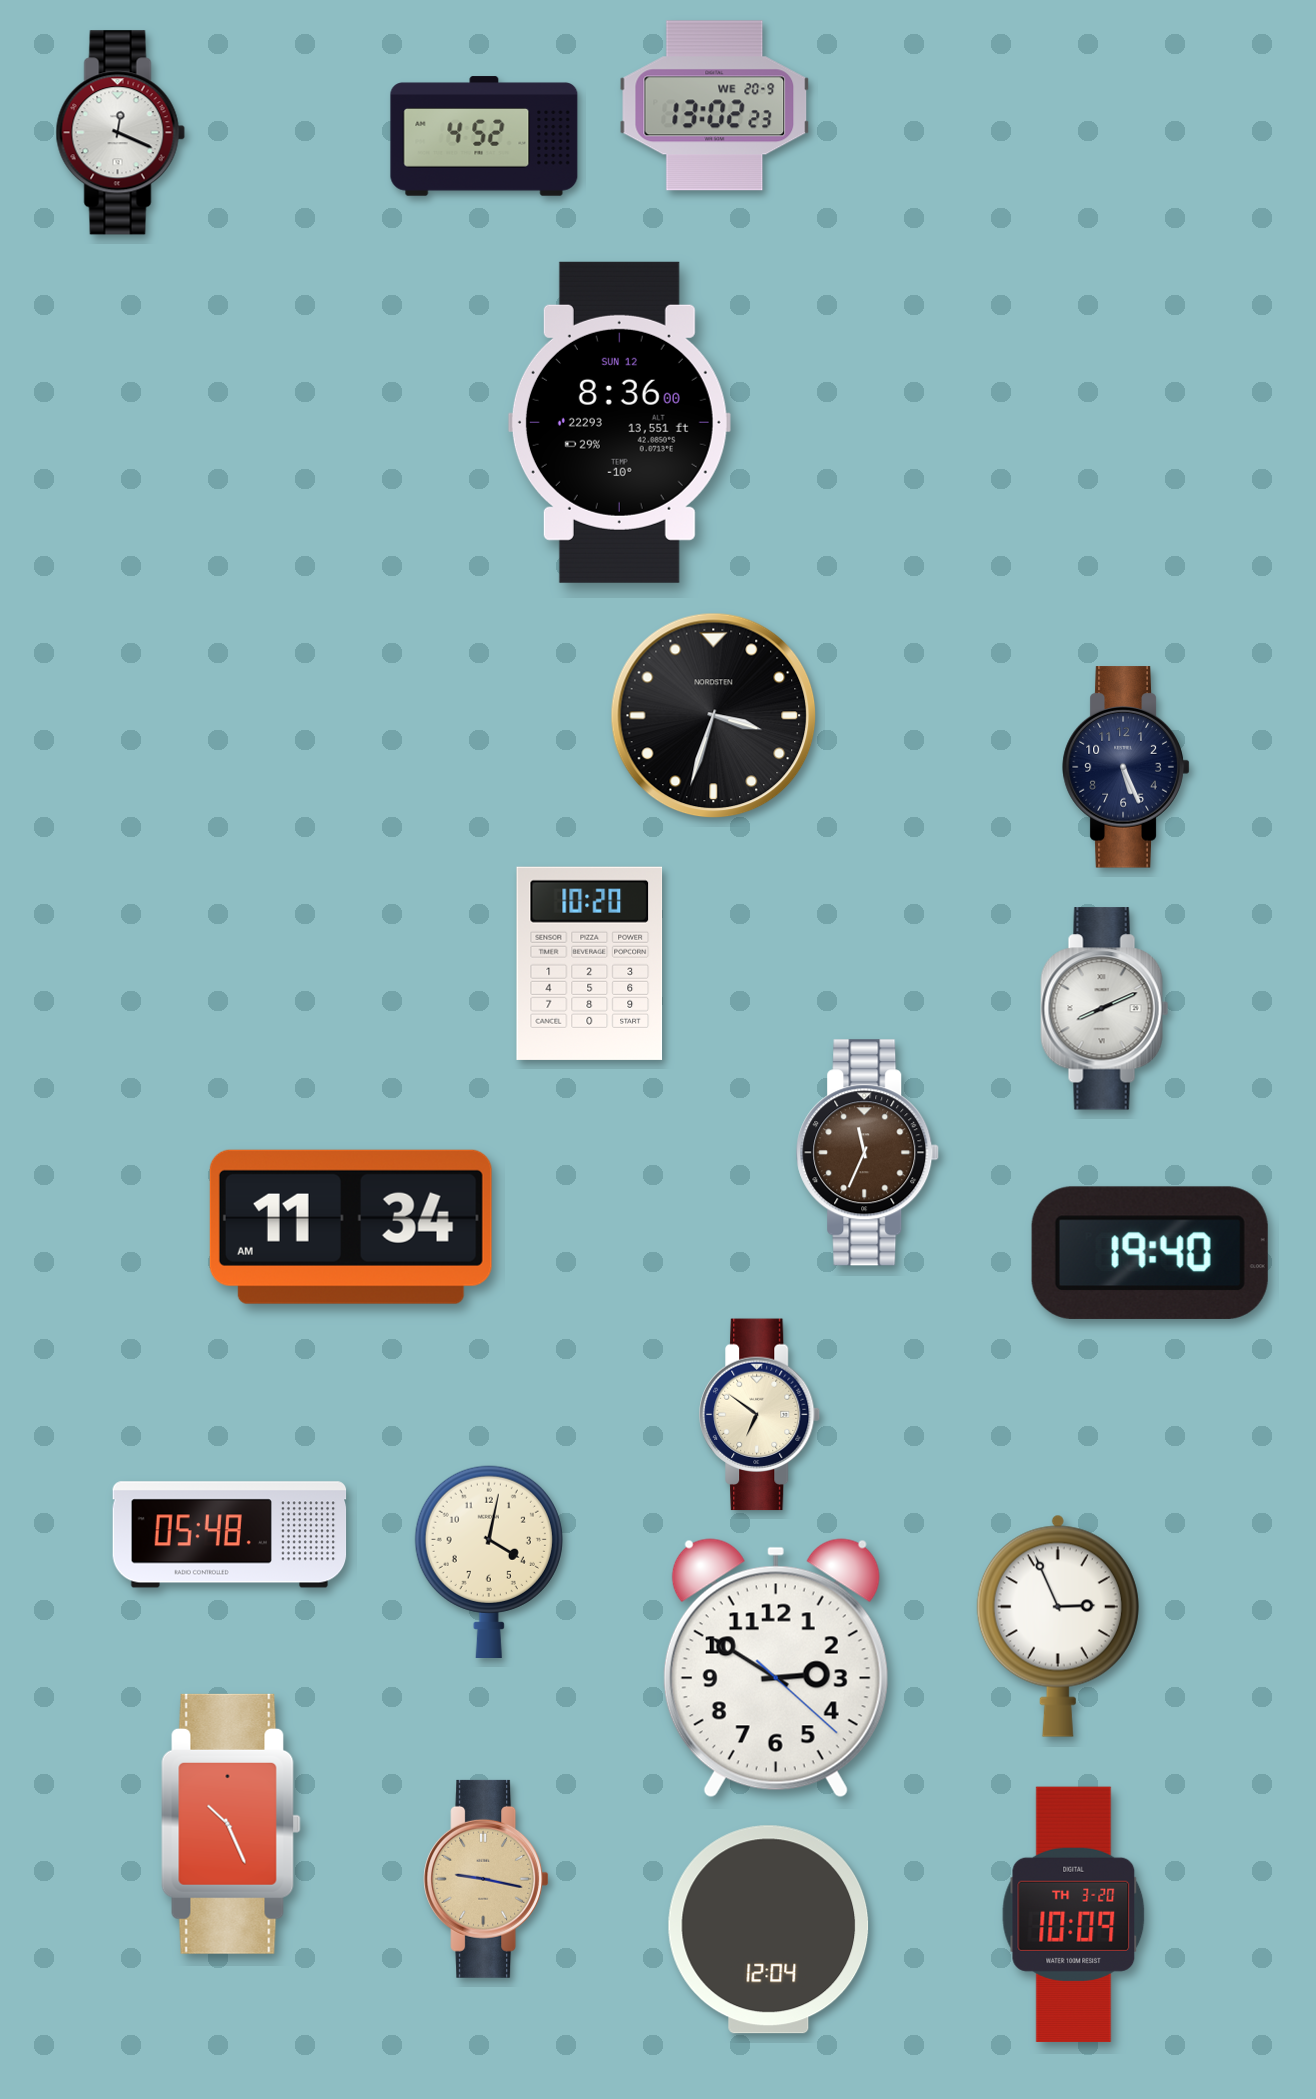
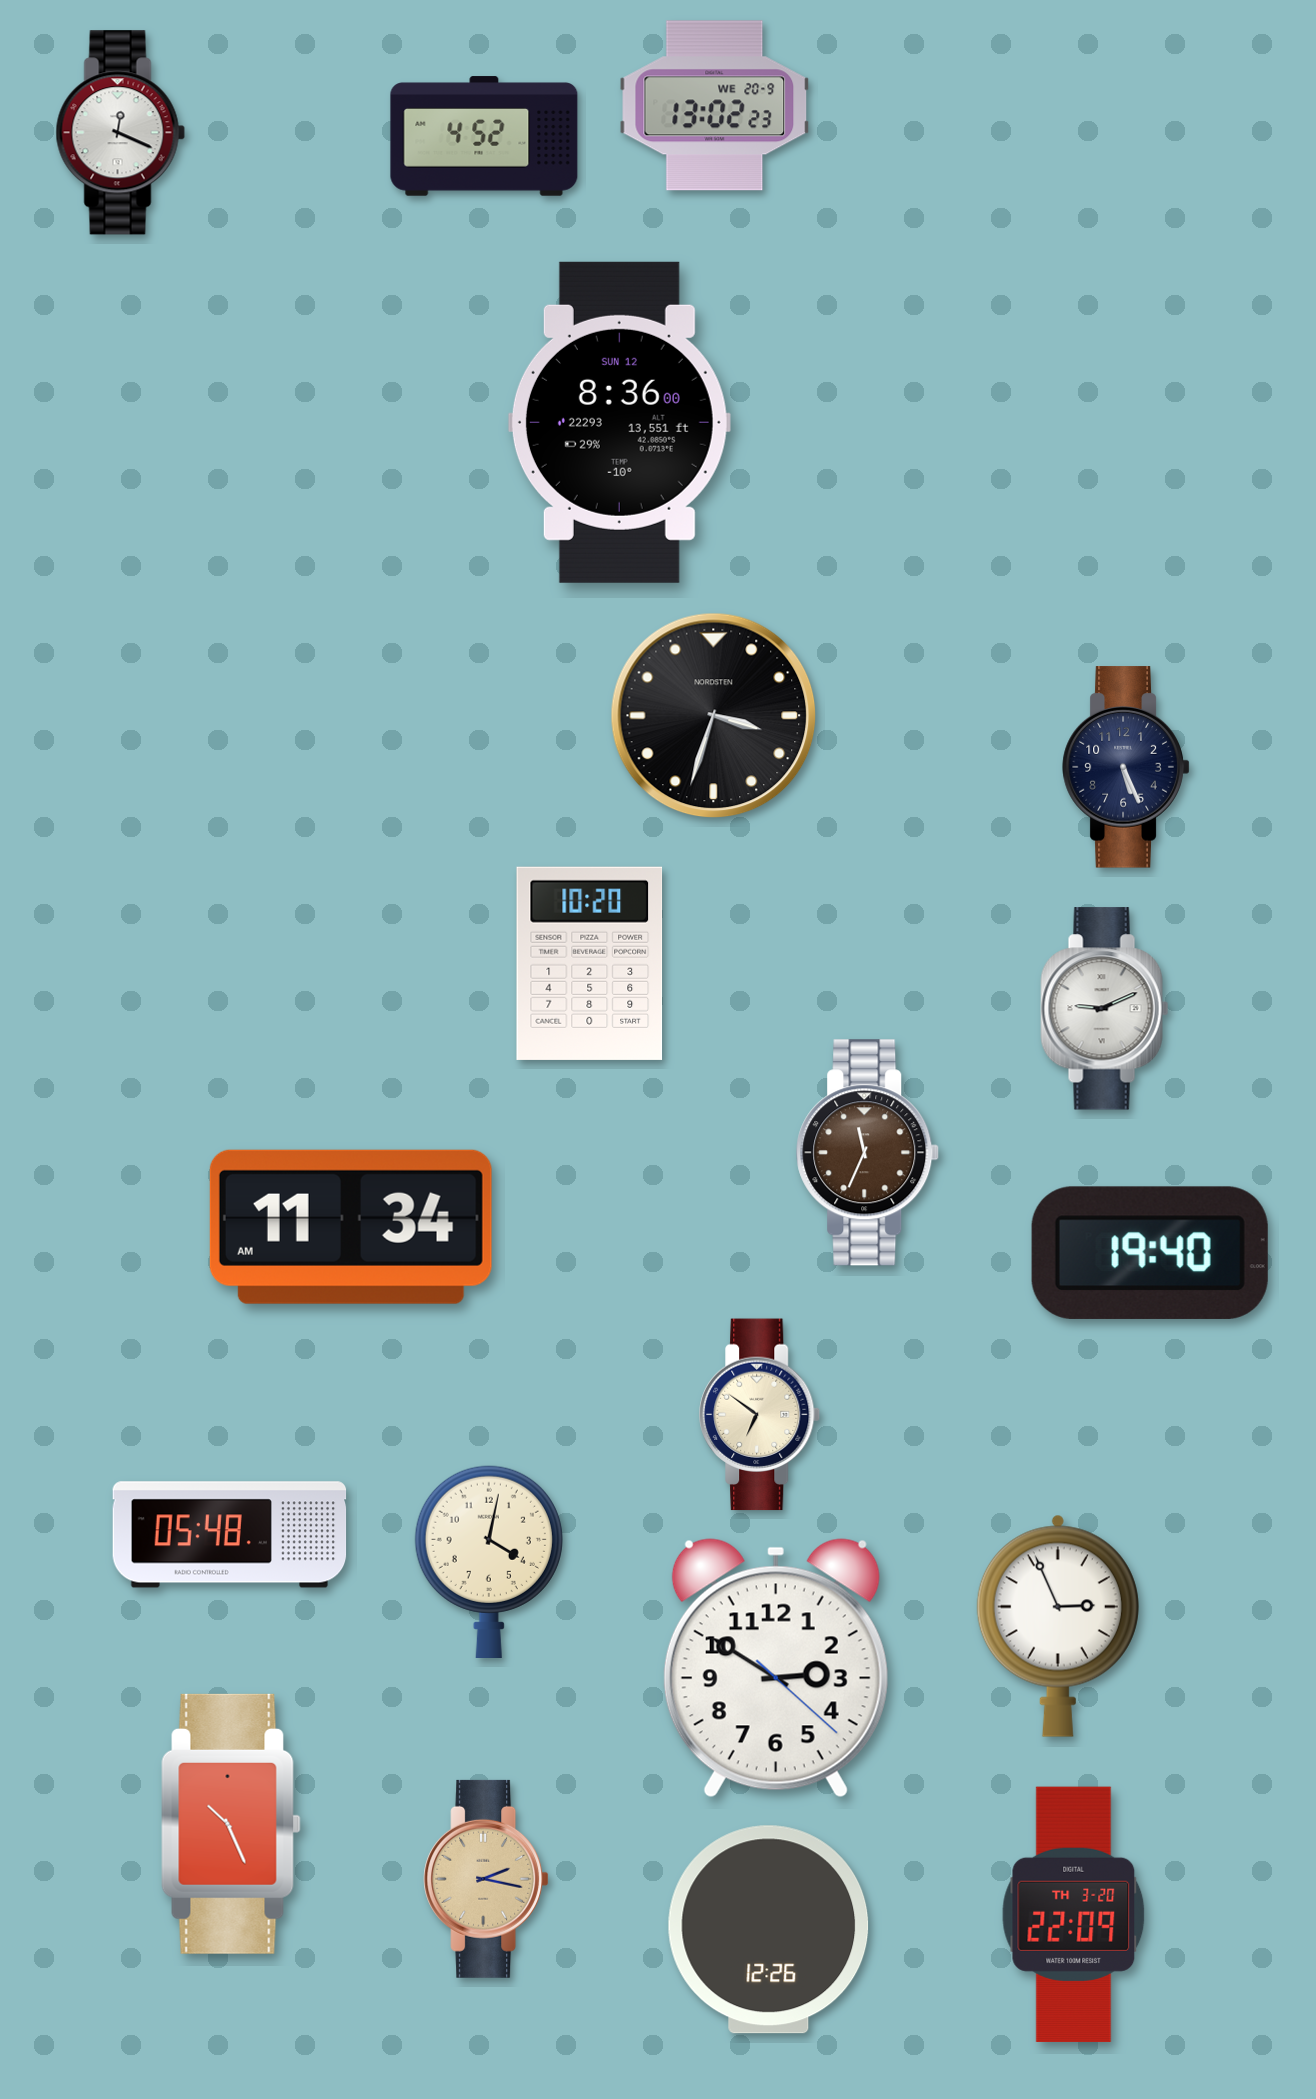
clock at (1105, 1009): 8:11 -> 9:11
clock at (486, 1879): 9:17 -> 2:17
clock at (1074, 1914): 10:09 -> 22:09
clock at (769, 1930): 12:04 -> 12:26
